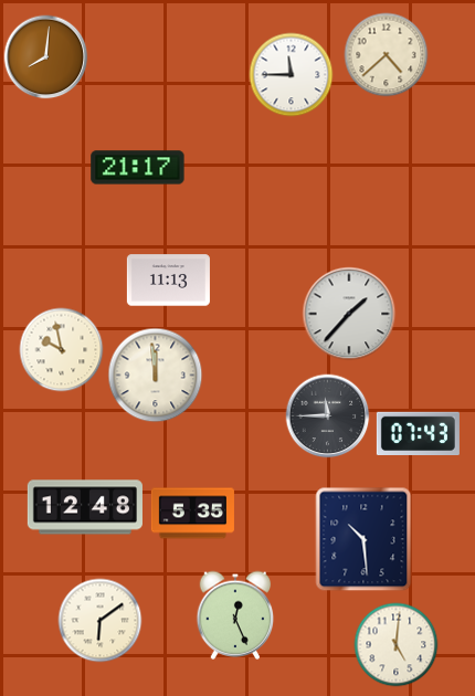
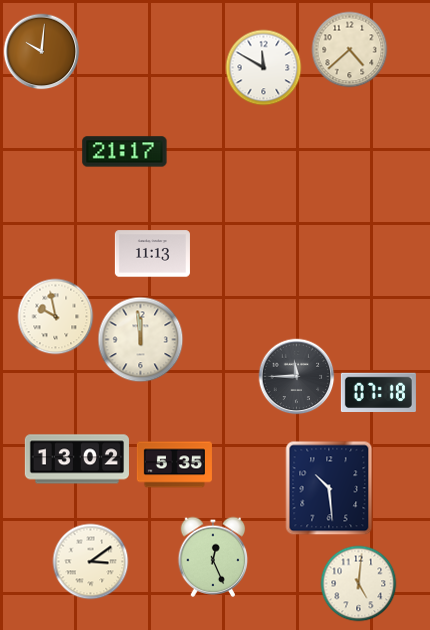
clock at (46, 57): 8:01 -> 10:01
clock at (292, 75): 11:45 -> 11:50
clock at (349, 314): 1:37 -> none
clock at (418, 433): 07:43 -> 07:18
clock at (85, 507): 12:48 -> 13:02
clock at (101, 621): 6:09 -> 3:09
